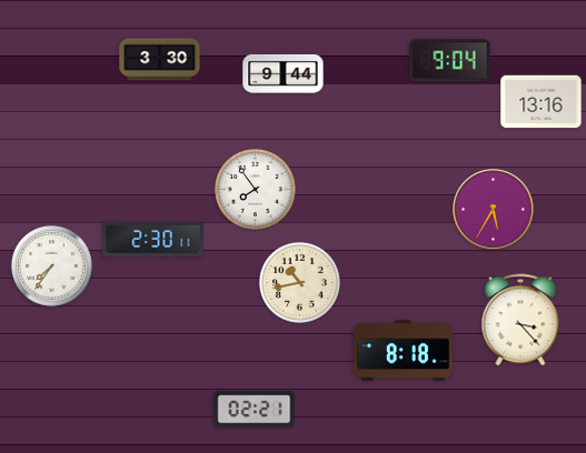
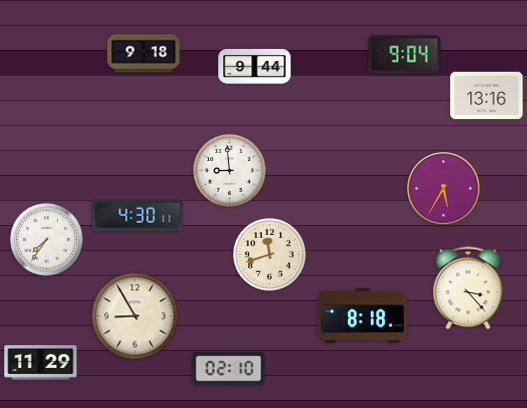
clock at (160, 60): 3:30 -> 9:18
clock at (542, 102) position: (542, 102) -> (487, 96)
clock at (255, 189): 7:54 -> 8:59
clock at (153, 239): 2:30 -> 4:30
clock at (299, 282): 10:43 -> 11:42
clock at (135, 316): none -> 8:55
clock at (41, 363): none -> 11:29
clock at (255, 410): 02:21 -> 02:10
